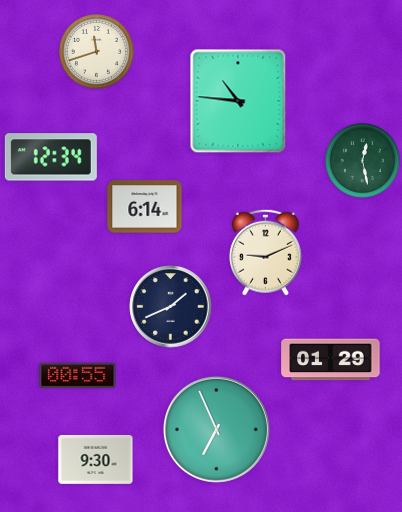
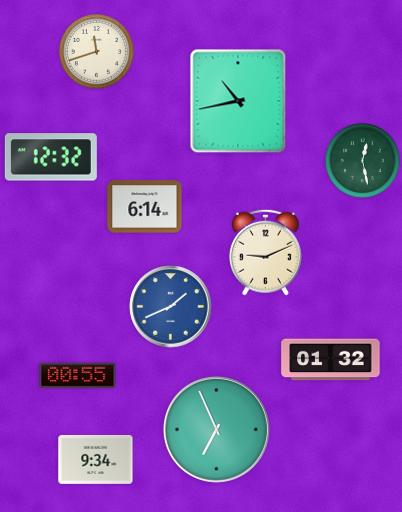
clock at (238, 101): 10:46 -> 10:43
clock at (51, 157): 12:34 -> 12:32
clock at (171, 307) dial: navy -> blue
clock at (331, 360): 01:29 -> 01:32
clock at (96, 460): 9:30 -> 9:34
